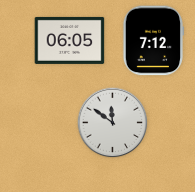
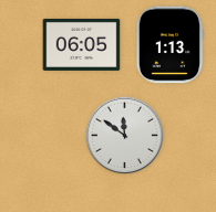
clock at (70, 40) position: (70, 40) -> (82, 44)
clock at (153, 41): 7:12 -> 1:13
